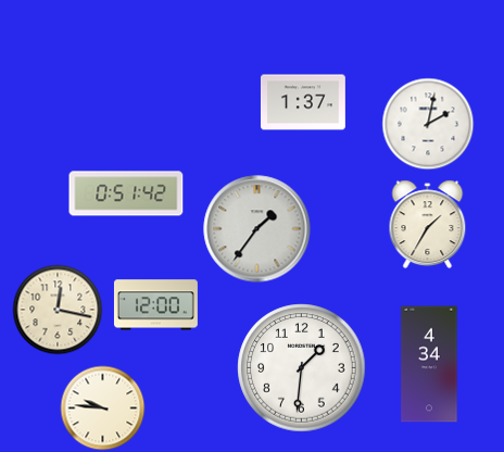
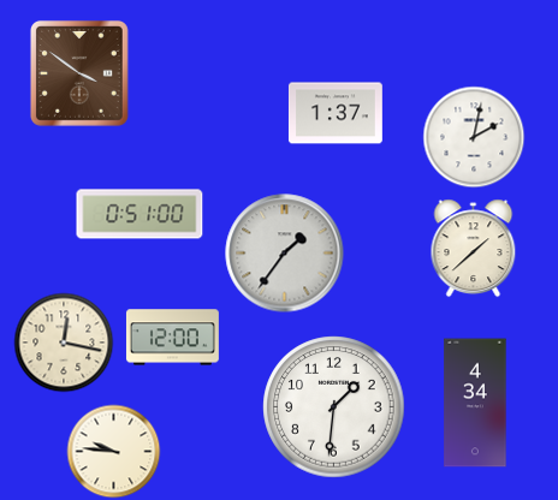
clock at (79, 73): none -> 3:51
clock at (126, 193): 0:51:42 -> 0:51:00
clock at (428, 224): 1:35 -> 1:38
